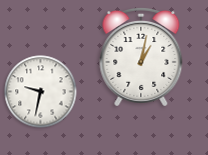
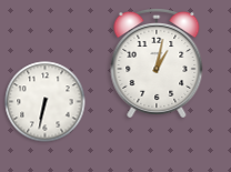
clock at (41, 92): 9:32 -> 6:32
